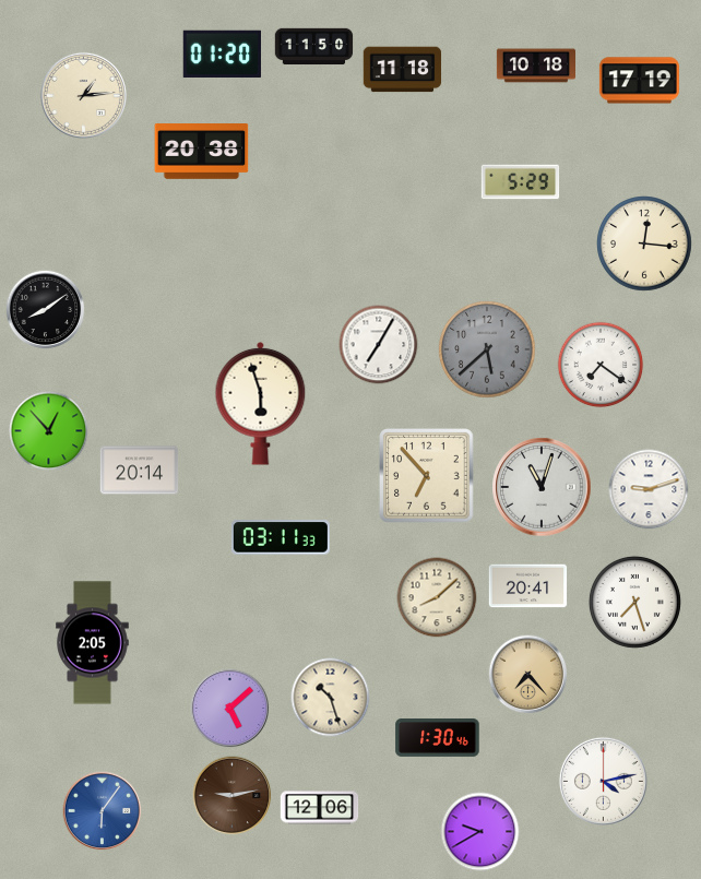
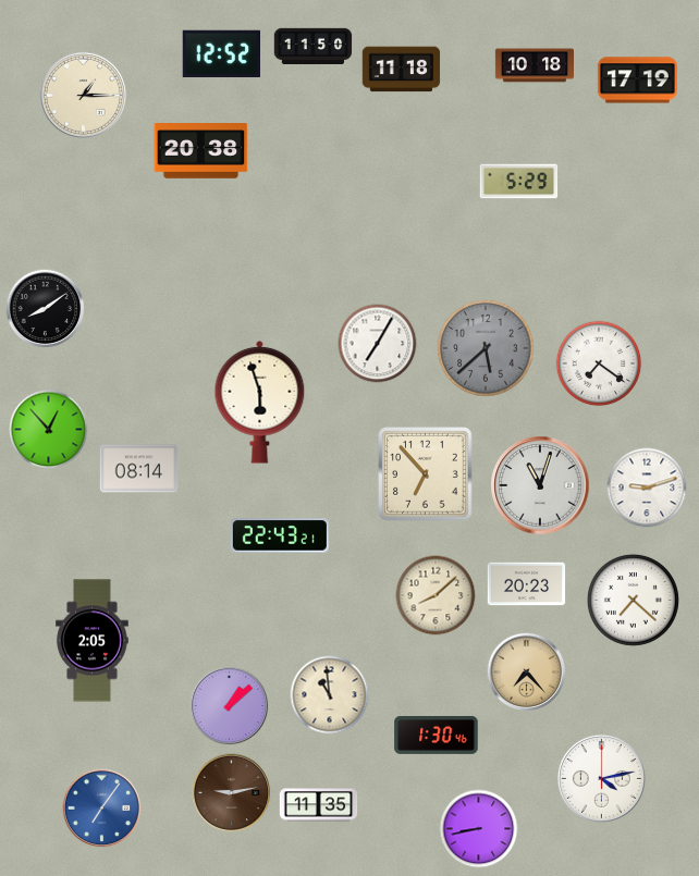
clock at (222, 55): 01:20 -> 12:52
clock at (83, 95): 1:14 -> 1:15
clock at (644, 243): 12:16 -> none
clock at (140, 471): 20:14 -> 08:14
clock at (281, 537): 03:11 -> 22:43
clock at (528, 586): 20:41 -> 20:23
clock at (634, 602): 7:27 -> 7:22
clock at (331, 698): 10:27 -> 10:59
clock at (230, 709): 5:08 -> 1:08
clock at (320, 808): 12:06 -> 11:35
clock at (103, 811): 6:06 -> 7:06
clock at (480, 832): 9:40 -> 8:43
